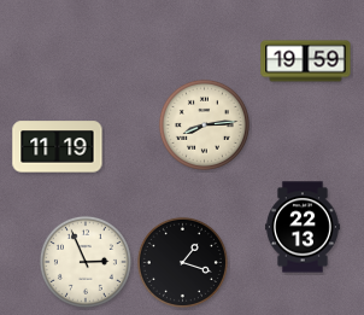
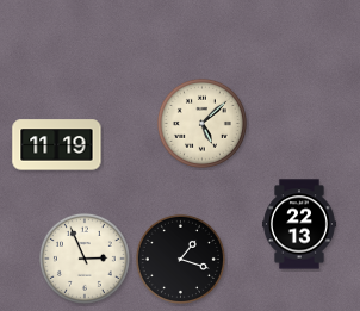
clock at (306, 62): 19:59 -> none
clock at (204, 124): 8:14 -> 5:08
